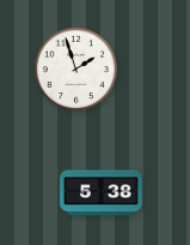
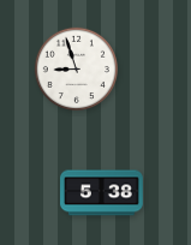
clock at (75, 68): 1:57 -> 8:57
